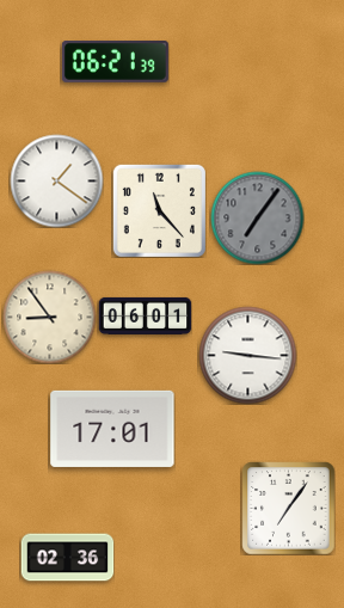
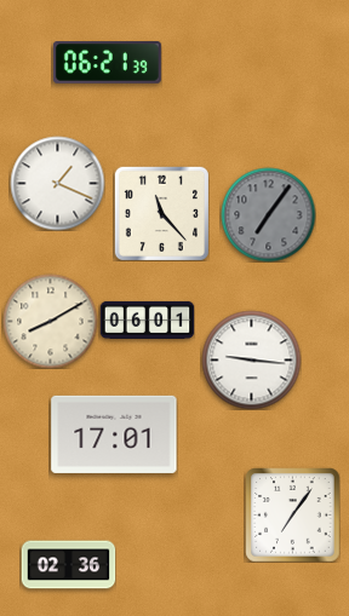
clock at (115, 62) position: (115, 62) -> (107, 63)
clock at (56, 180): 1:21 -> 1:19
clock at (257, 217) position: (257, 217) -> (268, 214)
clock at (49, 317): 8:54 -> 8:10
